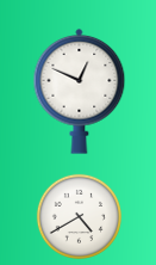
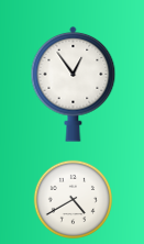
clock at (80, 91): 12:49 -> 12:54
